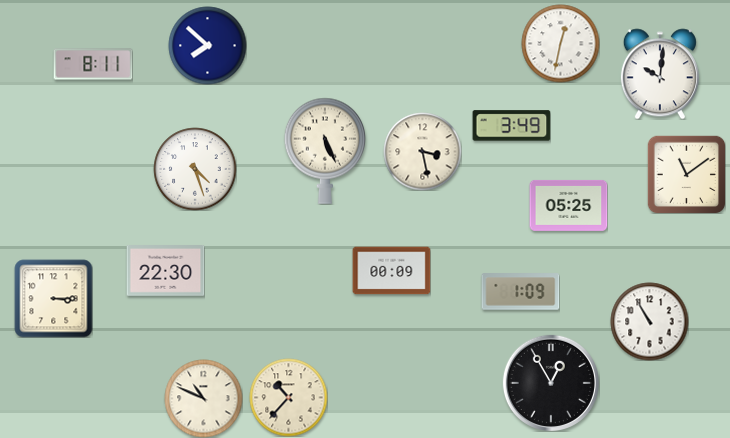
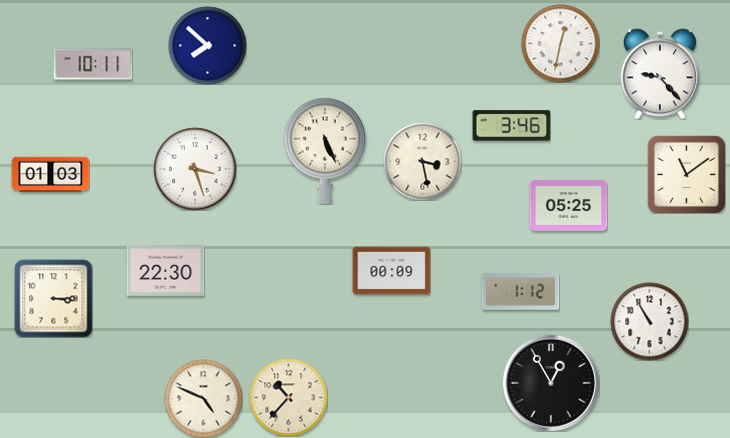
clock at (93, 64): 8:11 -> 10:11
clock at (660, 74): 10:01 -> 9:23
clock at (511, 126): 3:49 -> 3:46
clock at (422, 151) position: (422, 151) -> (422, 161)
clock at (195, 169): 4:27 -> 3:27
clock at (50, 175): none -> 01:03
clock at (520, 292): 1:09 -> 1:12
clock at (203, 398): 10:49 -> 4:49
